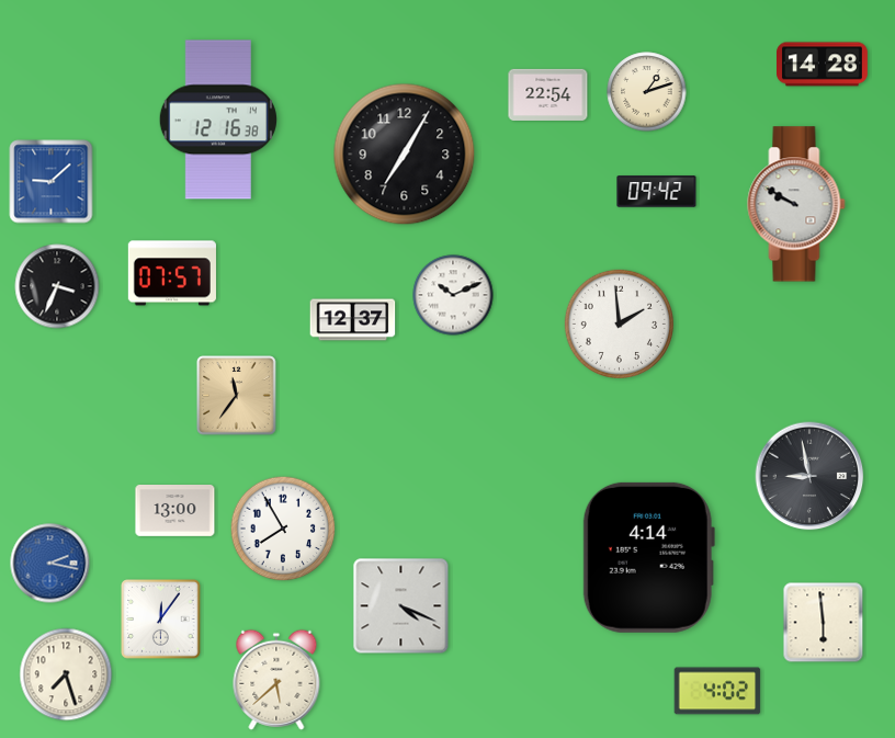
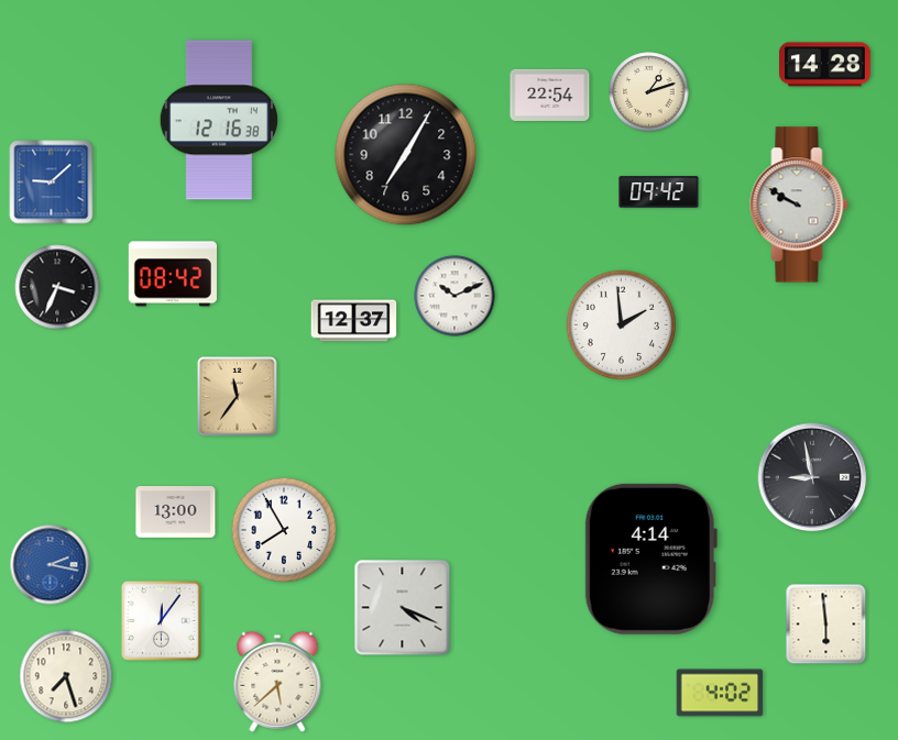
clock at (172, 273): 07:57 -> 08:42
